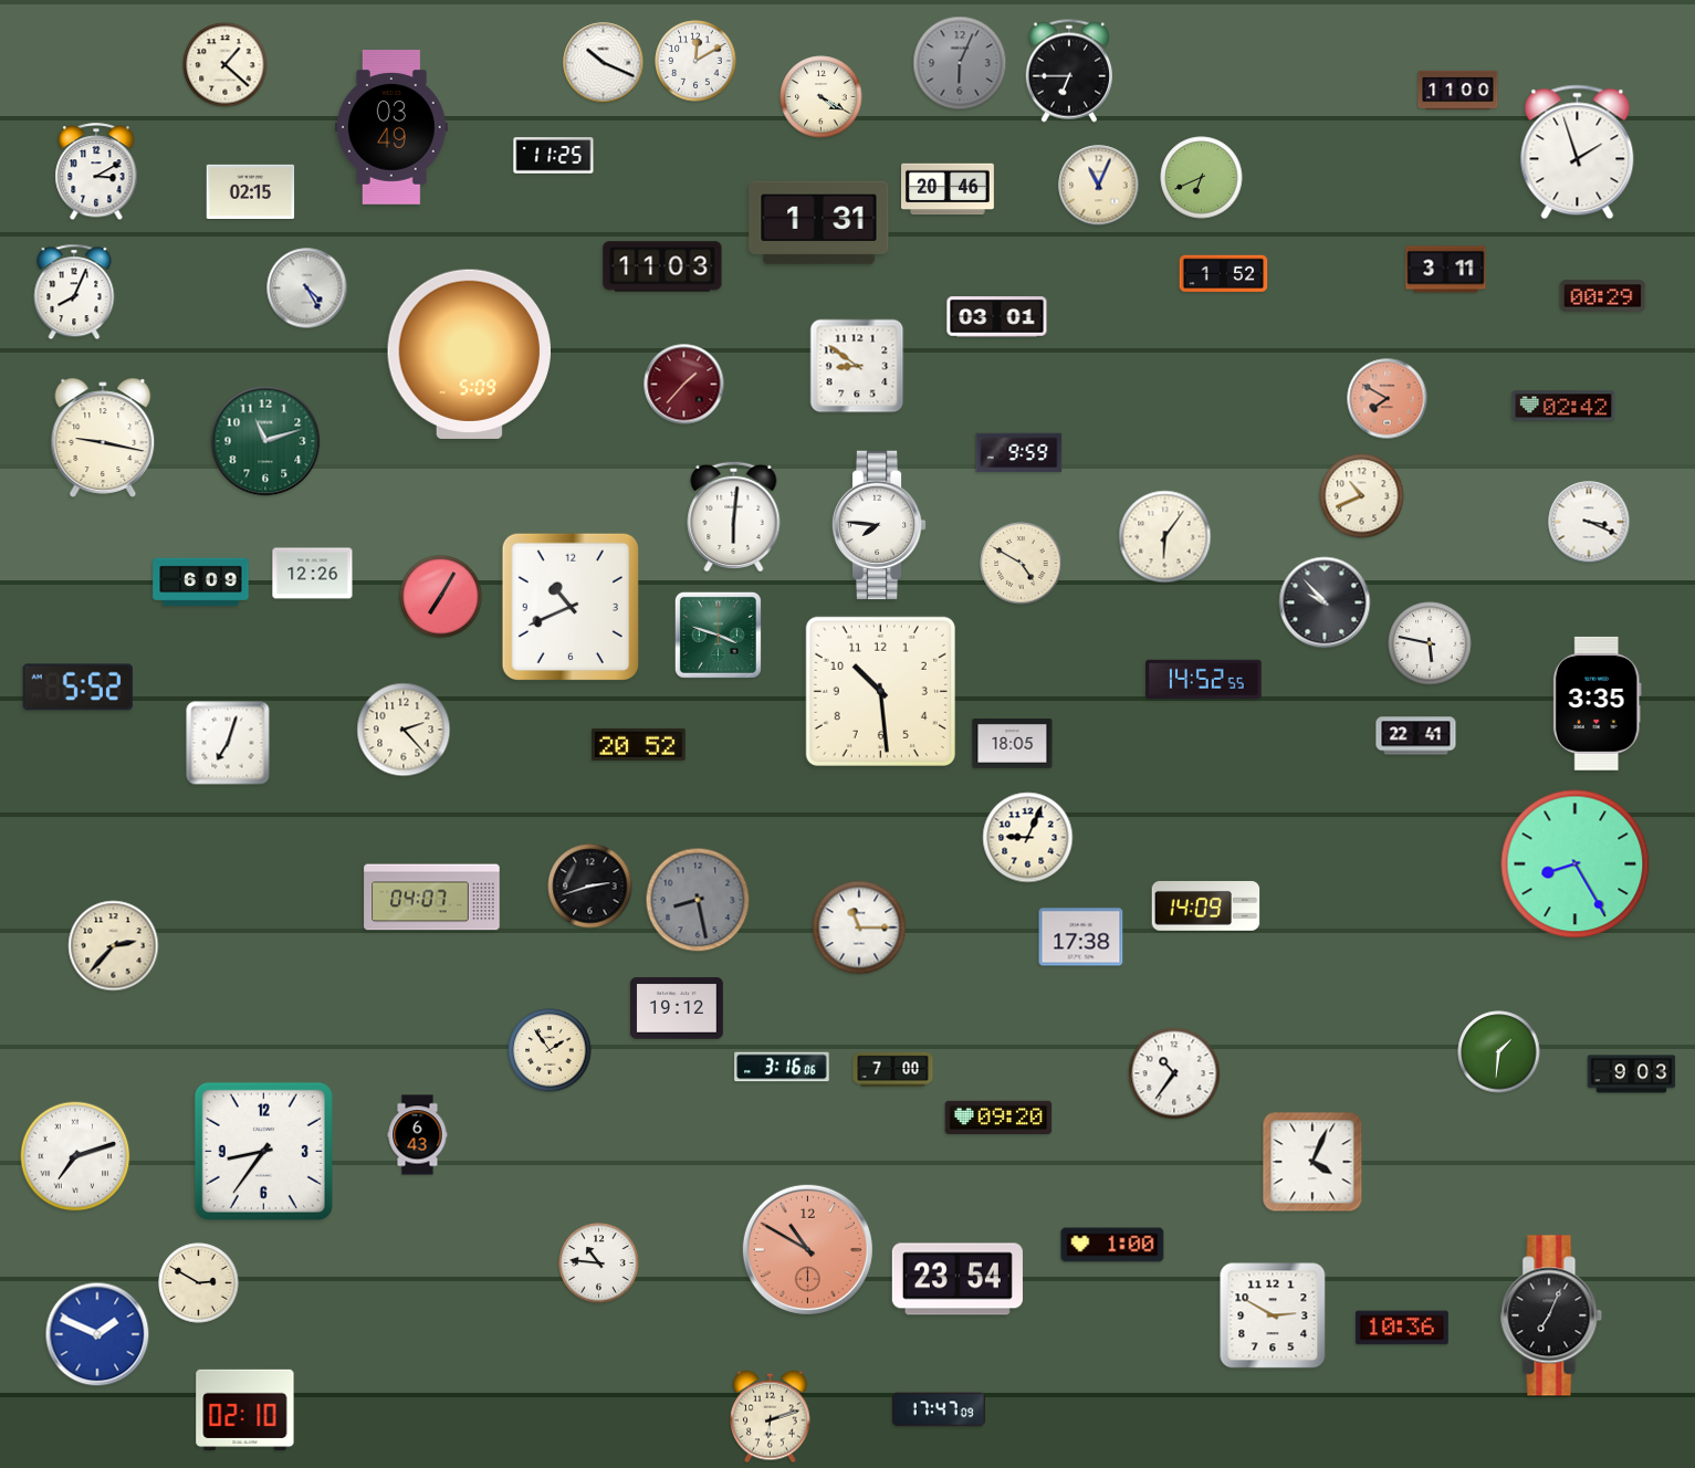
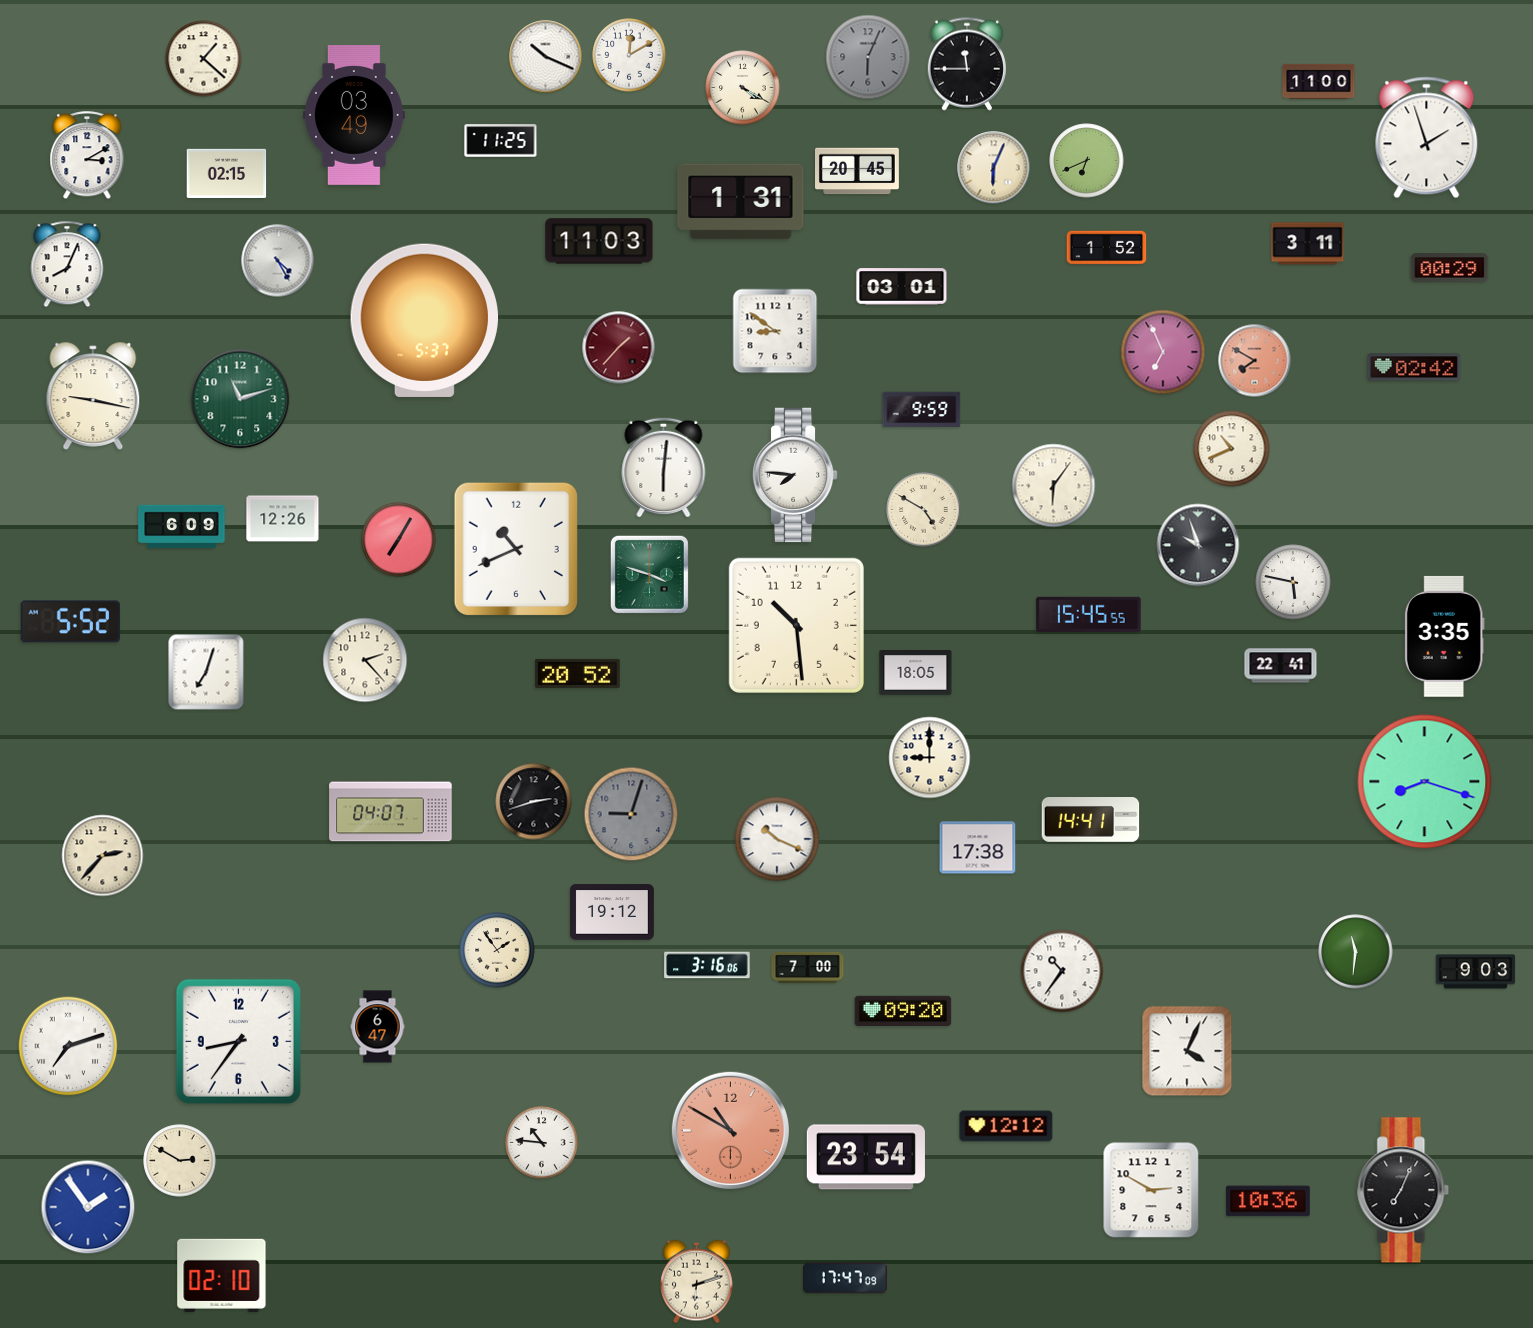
clock at (1069, 71): 6:45 -> 11:45
clock at (1099, 186): 11:04 -> 6:04
clock at (949, 189): 20:46 -> 20:45
clock at (469, 354): 5:09 -> 5:37
clock at (1163, 352): none -> 6:56
clock at (1589, 522): 3:19 -> none
clock at (1325, 602): 9:53 -> 9:57
clock at (1204, 679): 14:52 -> 15:45
clock at (1028, 838): 9:04 -> 9:00
clock at (1576, 864): 8:25 -> 8:18
clock at (698, 900): 8:28 -> 9:03
clock at (1206, 906): 14:09 -> 14:41
clock at (859, 927): 11:15 -> 10:19
clock at (1499, 1052): 1:31 -> 11:31
clock at (418, 1135): 6:43 -> 6:47
clock at (1112, 1245): 1:00 -> 12:12
clock at (97, 1334): 1:49 -> 1:54
clock at (939, 1409) position: (939, 1409) -> (845, 1278)
